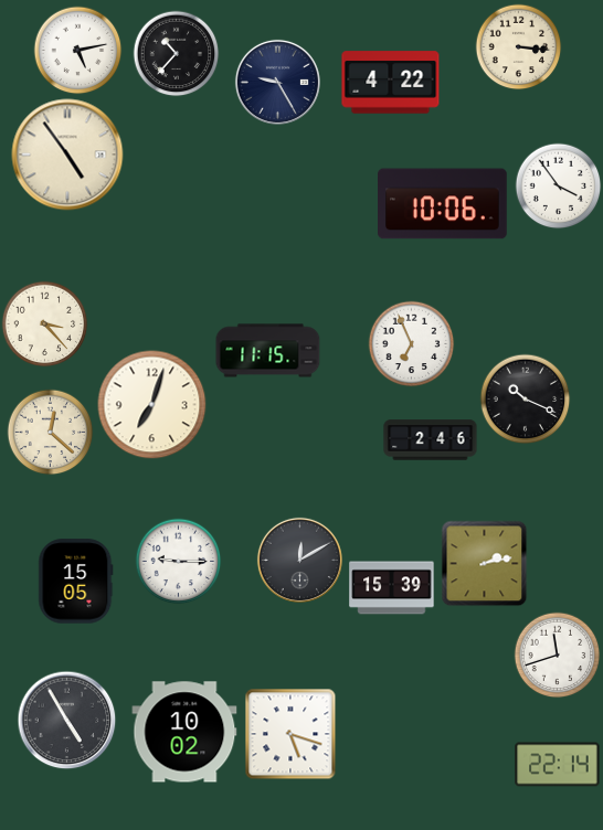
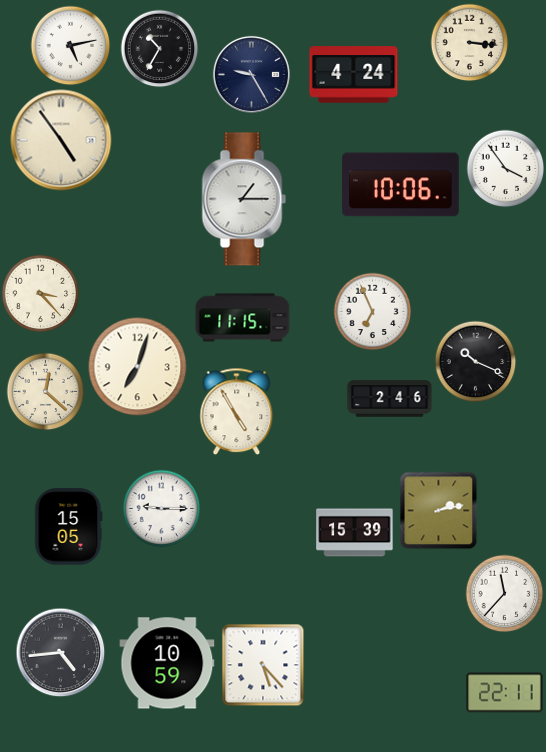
clock at (176, 53): 10:37 -> 10:35
clock at (391, 83): 4:22 -> 4:24
clock at (244, 199): none -> 1:15
clock at (237, 411): none -> 4:55
clock at (299, 560): 12:10 -> none
clock at (557, 655): 11:42 -> 11:37
clock at (66, 720): 4:55 -> 4:44
clock at (184, 732): 10:02 -> 10:59
clock at (290, 734): 5:18 -> 5:23
clock at (558, 765): 22:14 -> 22:11
